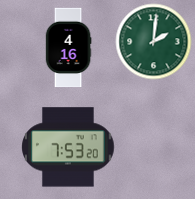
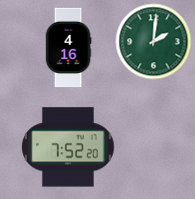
clock at (68, 147): 7:53 -> 7:52
